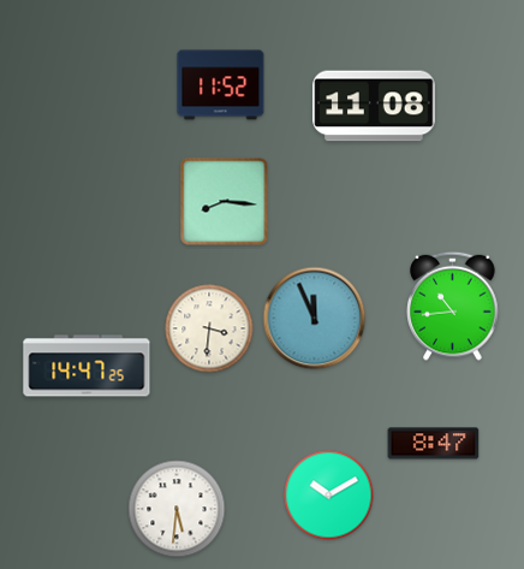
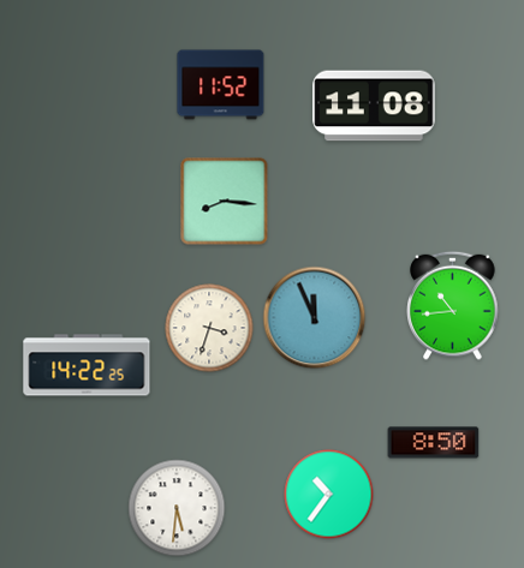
clock at (209, 328): 3:31 -> 3:33
clock at (87, 366): 14:47 -> 14:22
clock at (434, 444): 8:47 -> 8:50
clock at (329, 496): 10:10 -> 10:36
